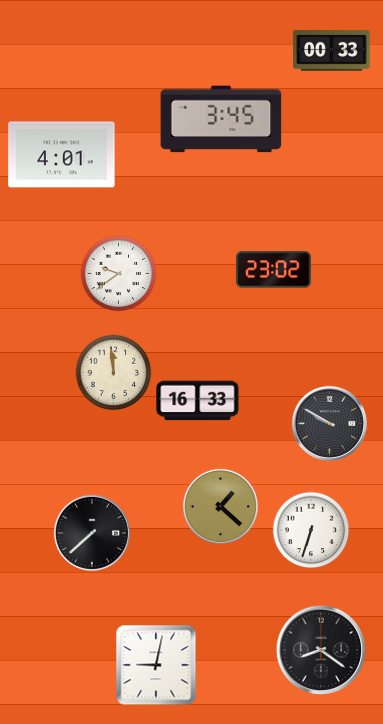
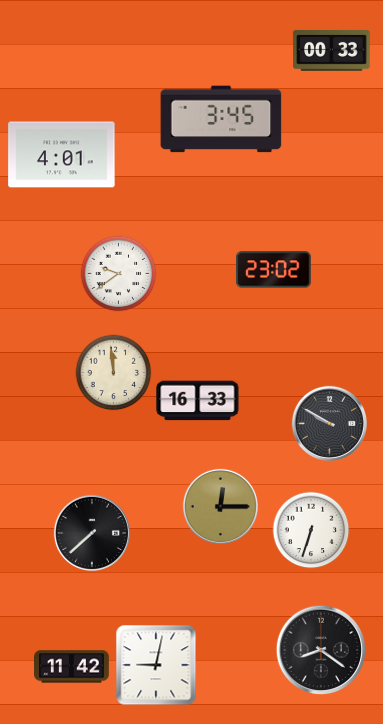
clock at (220, 506): 1:22 -> 12:15
clock at (72, 667): none -> 11:42
